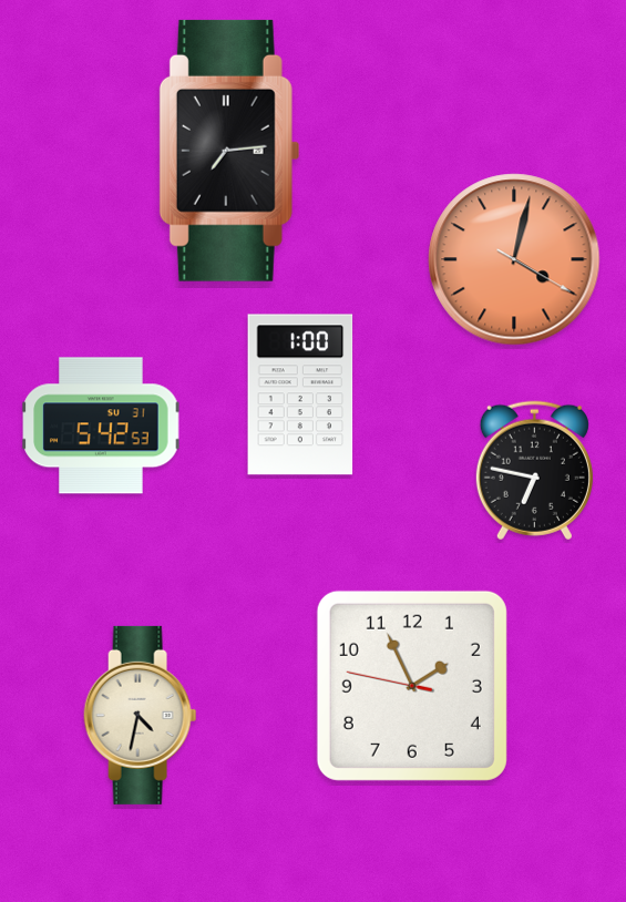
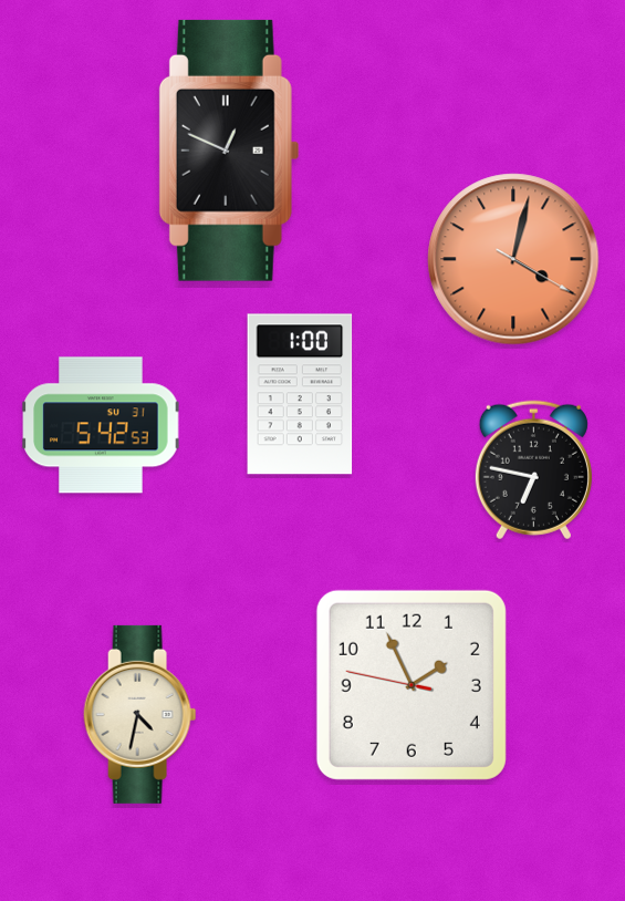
clock at (229, 151): 7:14 -> 12:49
